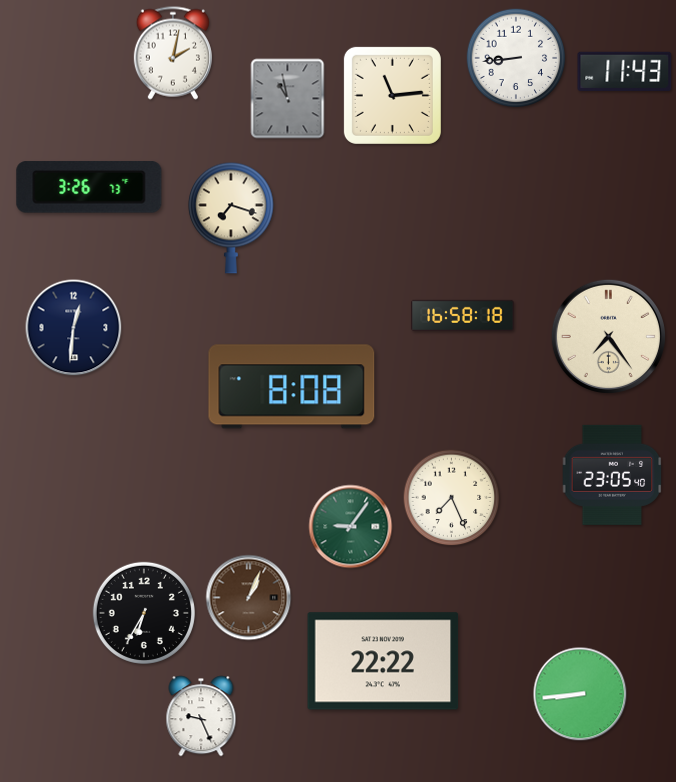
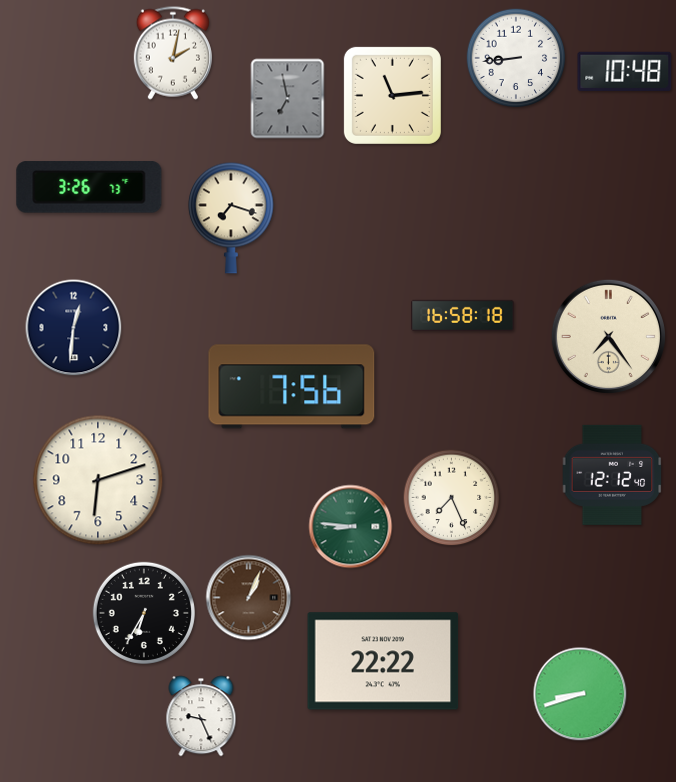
clock at (625, 71): 11:43 -> 10:48
clock at (288, 99): 10:58 -> 6:58
clock at (292, 387): 8:08 -> 7:56
clock at (612, 475): 23:05 -> 12:12
clock at (98, 480): none -> 6:12
clock at (351, 527): 9:06 -> 8:46
clock at (580, 694): 8:44 -> 8:42
